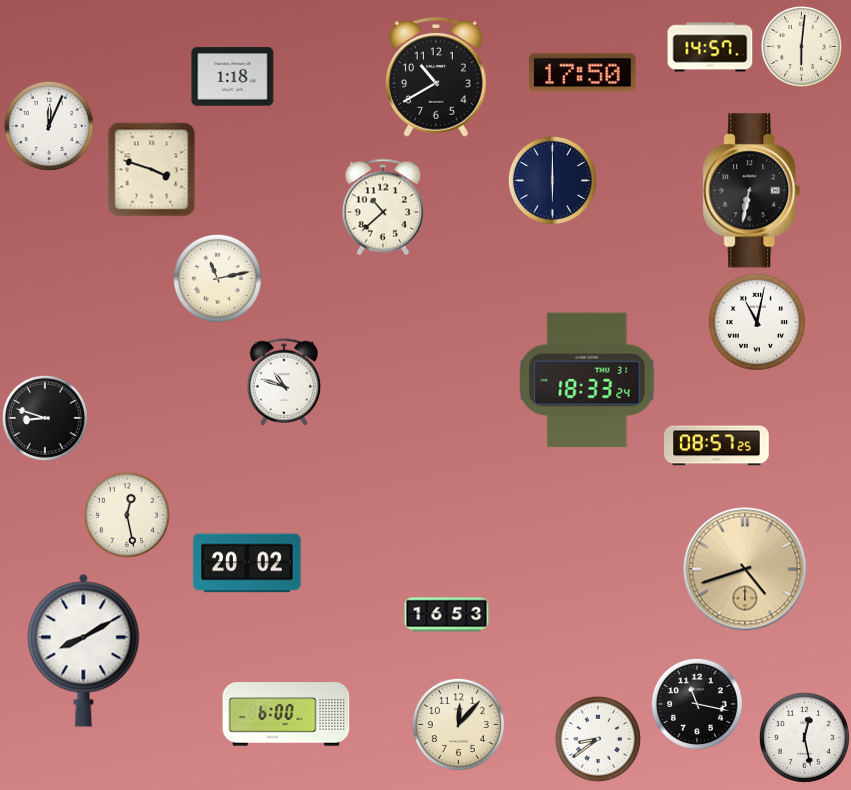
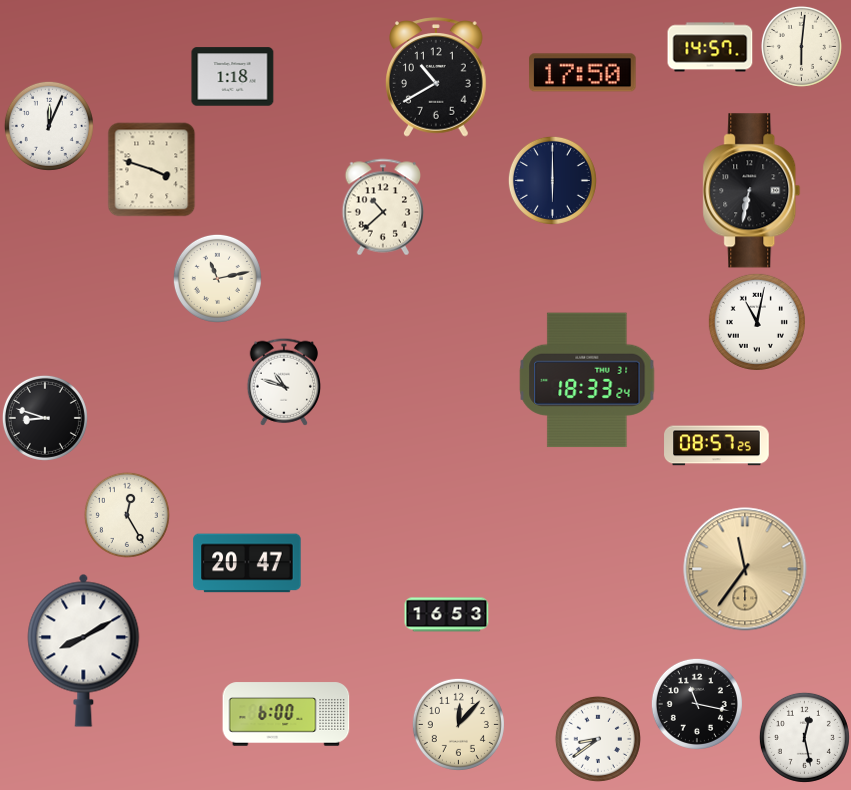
clock at (127, 515): 12:28 -> 12:25
clock at (247, 563): 20:02 -> 20:47
clock at (745, 569): 4:42 -> 11:36
